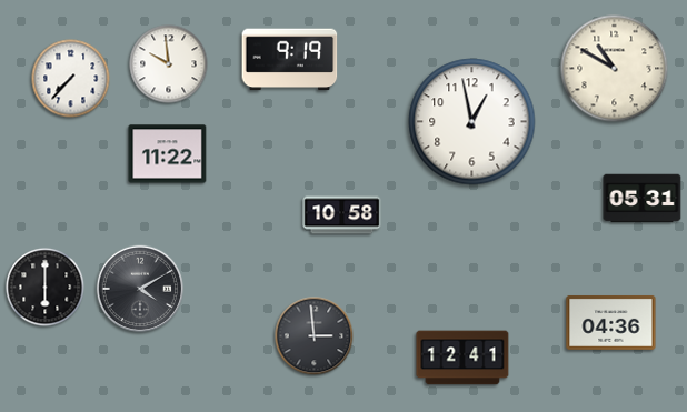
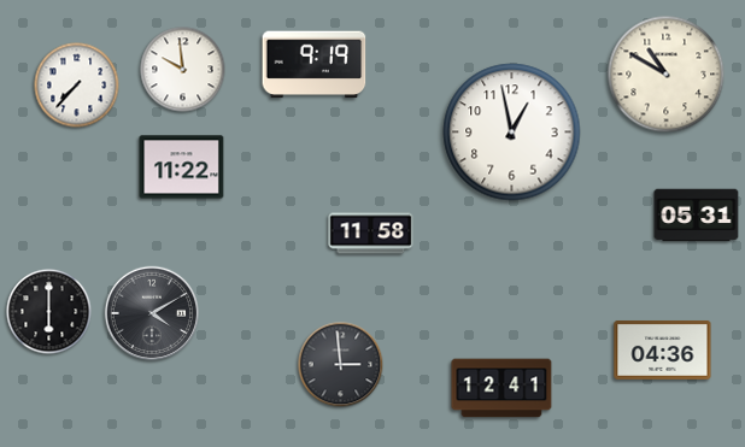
clock at (342, 215): 10:58 -> 11:58
